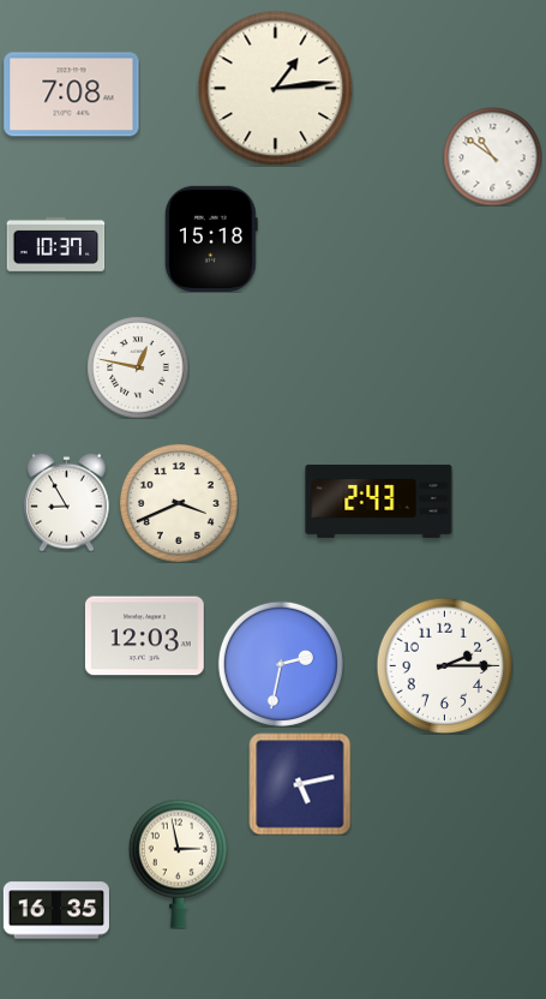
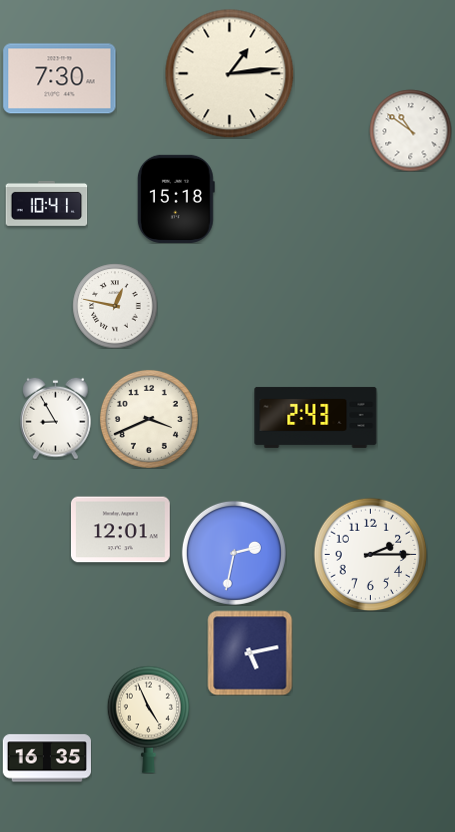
clock at (72, 95): 7:08 -> 7:30
clock at (55, 244): 10:37 -> 10:41
clock at (144, 636): 12:03 -> 12:01
clock at (178, 863): 2:58 -> 4:56
